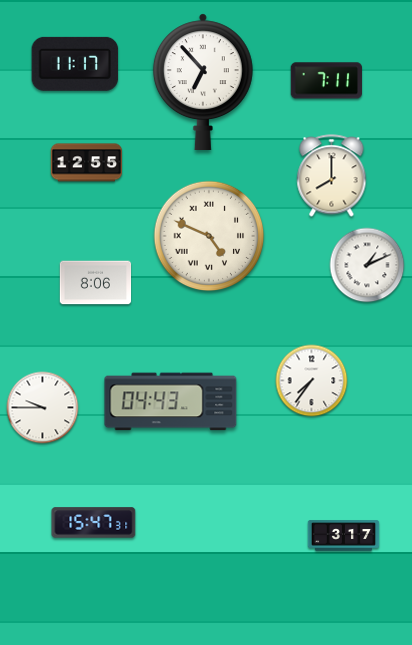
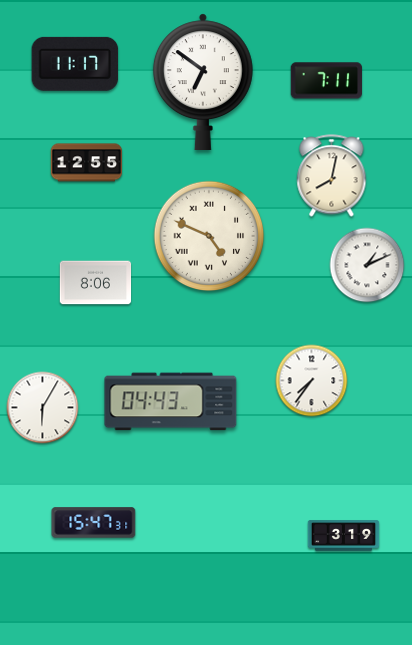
clock at (203, 81): 6:53 -> 6:51
clock at (332, 176): 8:00 -> 8:02
clock at (43, 408): 9:45 -> 6:05
clock at (344, 536): 3:17 -> 3:19
